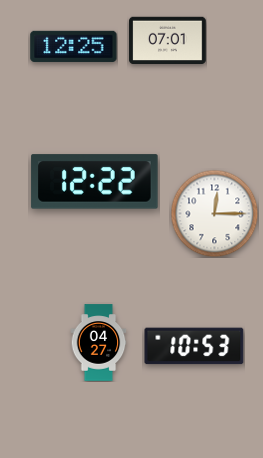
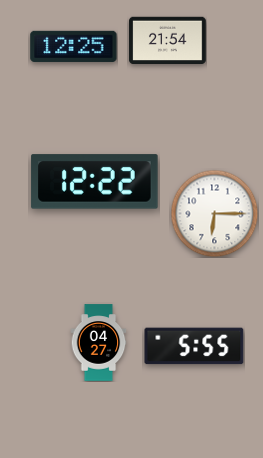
clock at (168, 41): 07:01 -> 21:54
clock at (214, 213): 12:15 -> 6:15
clock at (194, 346): 10:53 -> 5:55
